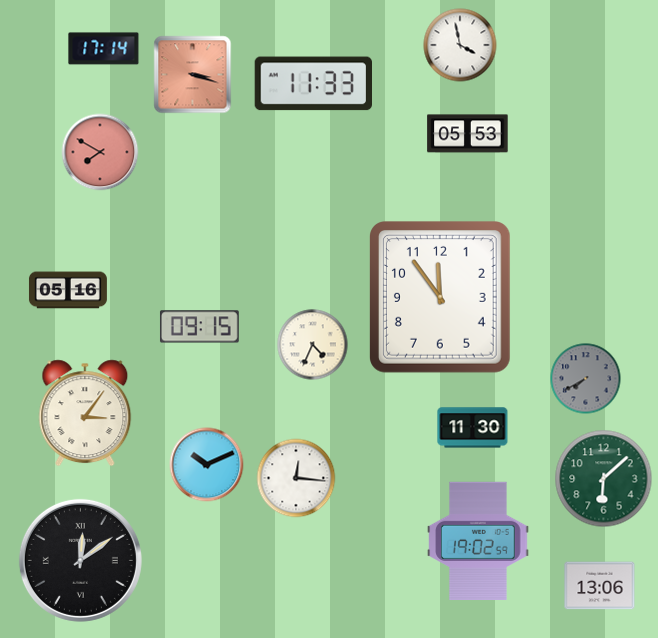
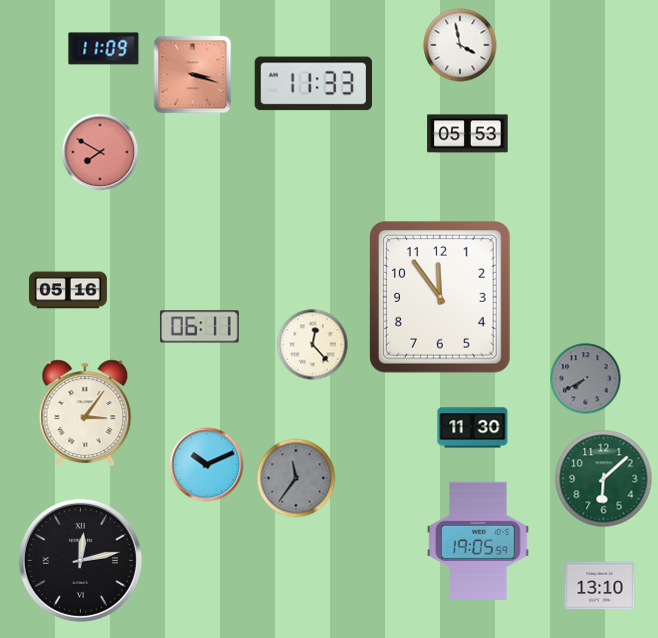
clock at (104, 49): 17:14 -> 11:09
clock at (199, 327): 09:15 -> 06:11
clock at (313, 345): 4:34 -> 12:23
clock at (296, 478): 12:16 -> 11:36
clock at (296, 478) dial: white -> grey
clock at (478, 540): 19:02 -> 19:05
clock at (80, 560): 12:09 -> 12:13
clock at (600, 586): 13:06 -> 13:10
